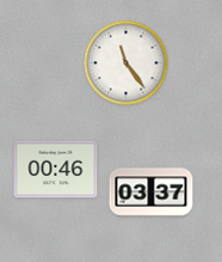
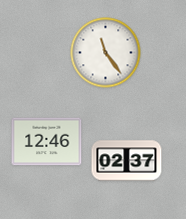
clock at (56, 170): 00:46 -> 12:46
clock at (152, 193): 03:37 -> 02:37
